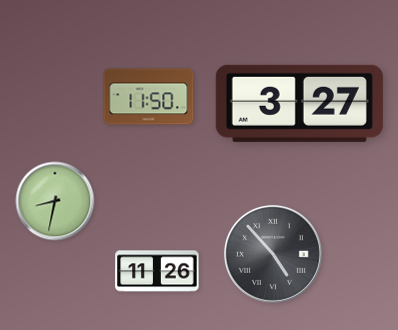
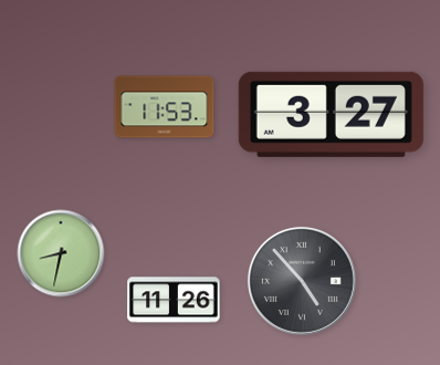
clock at (149, 97): 11:50 -> 11:53
clock at (55, 201) position: (55, 201) -> (61, 253)
